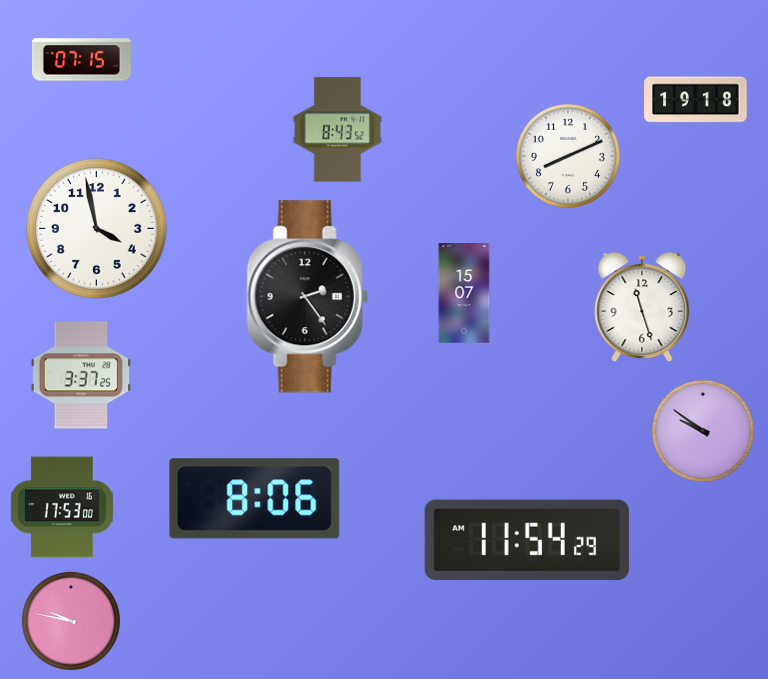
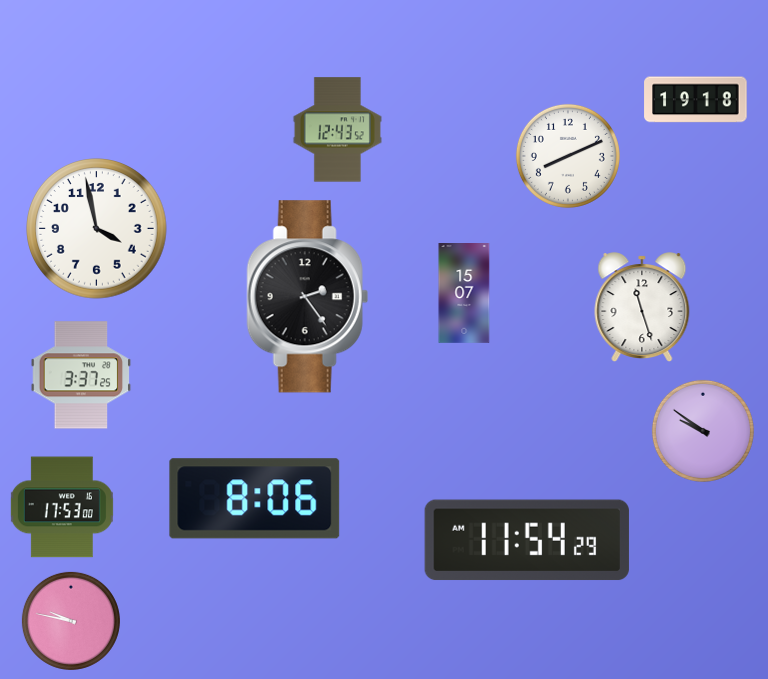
clock at (81, 60): 07:15 -> none
clock at (337, 130): 8:43 -> 12:43
